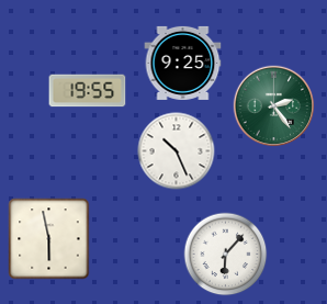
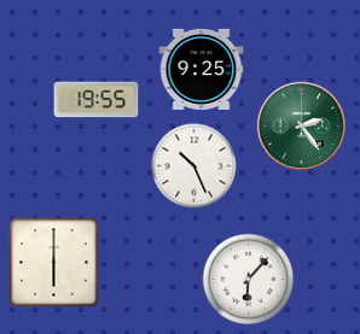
clock at (274, 106) position: (274, 106) -> (302, 127)
clock at (49, 239): 5:58 -> 6:00
